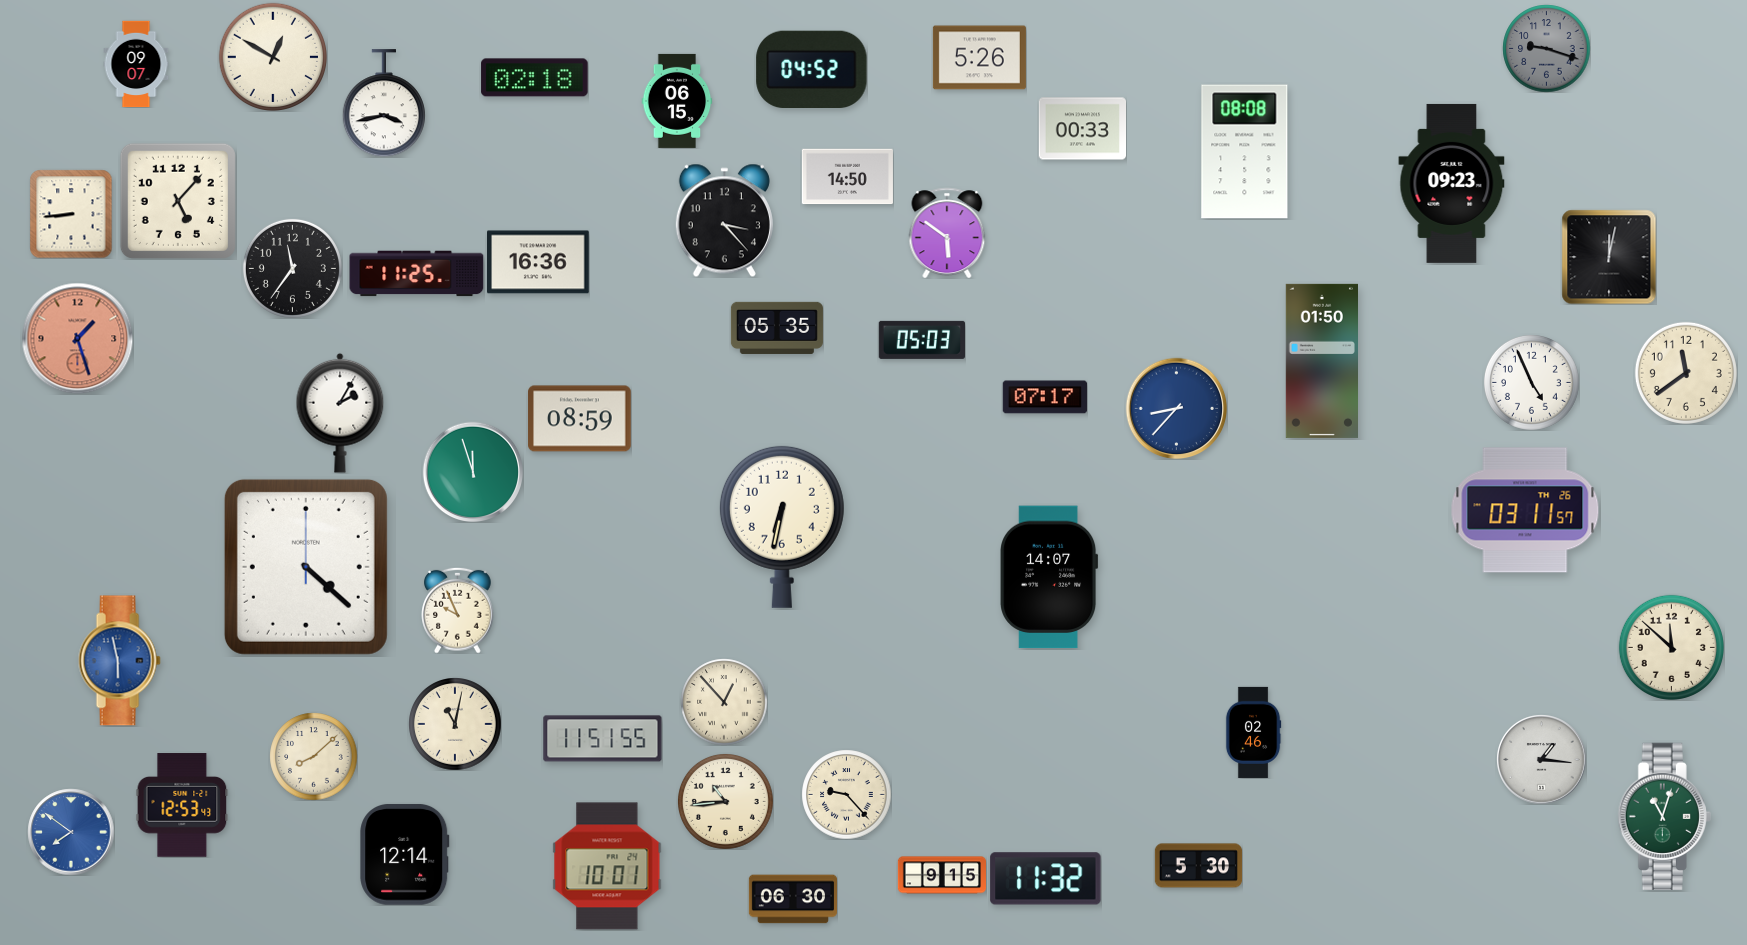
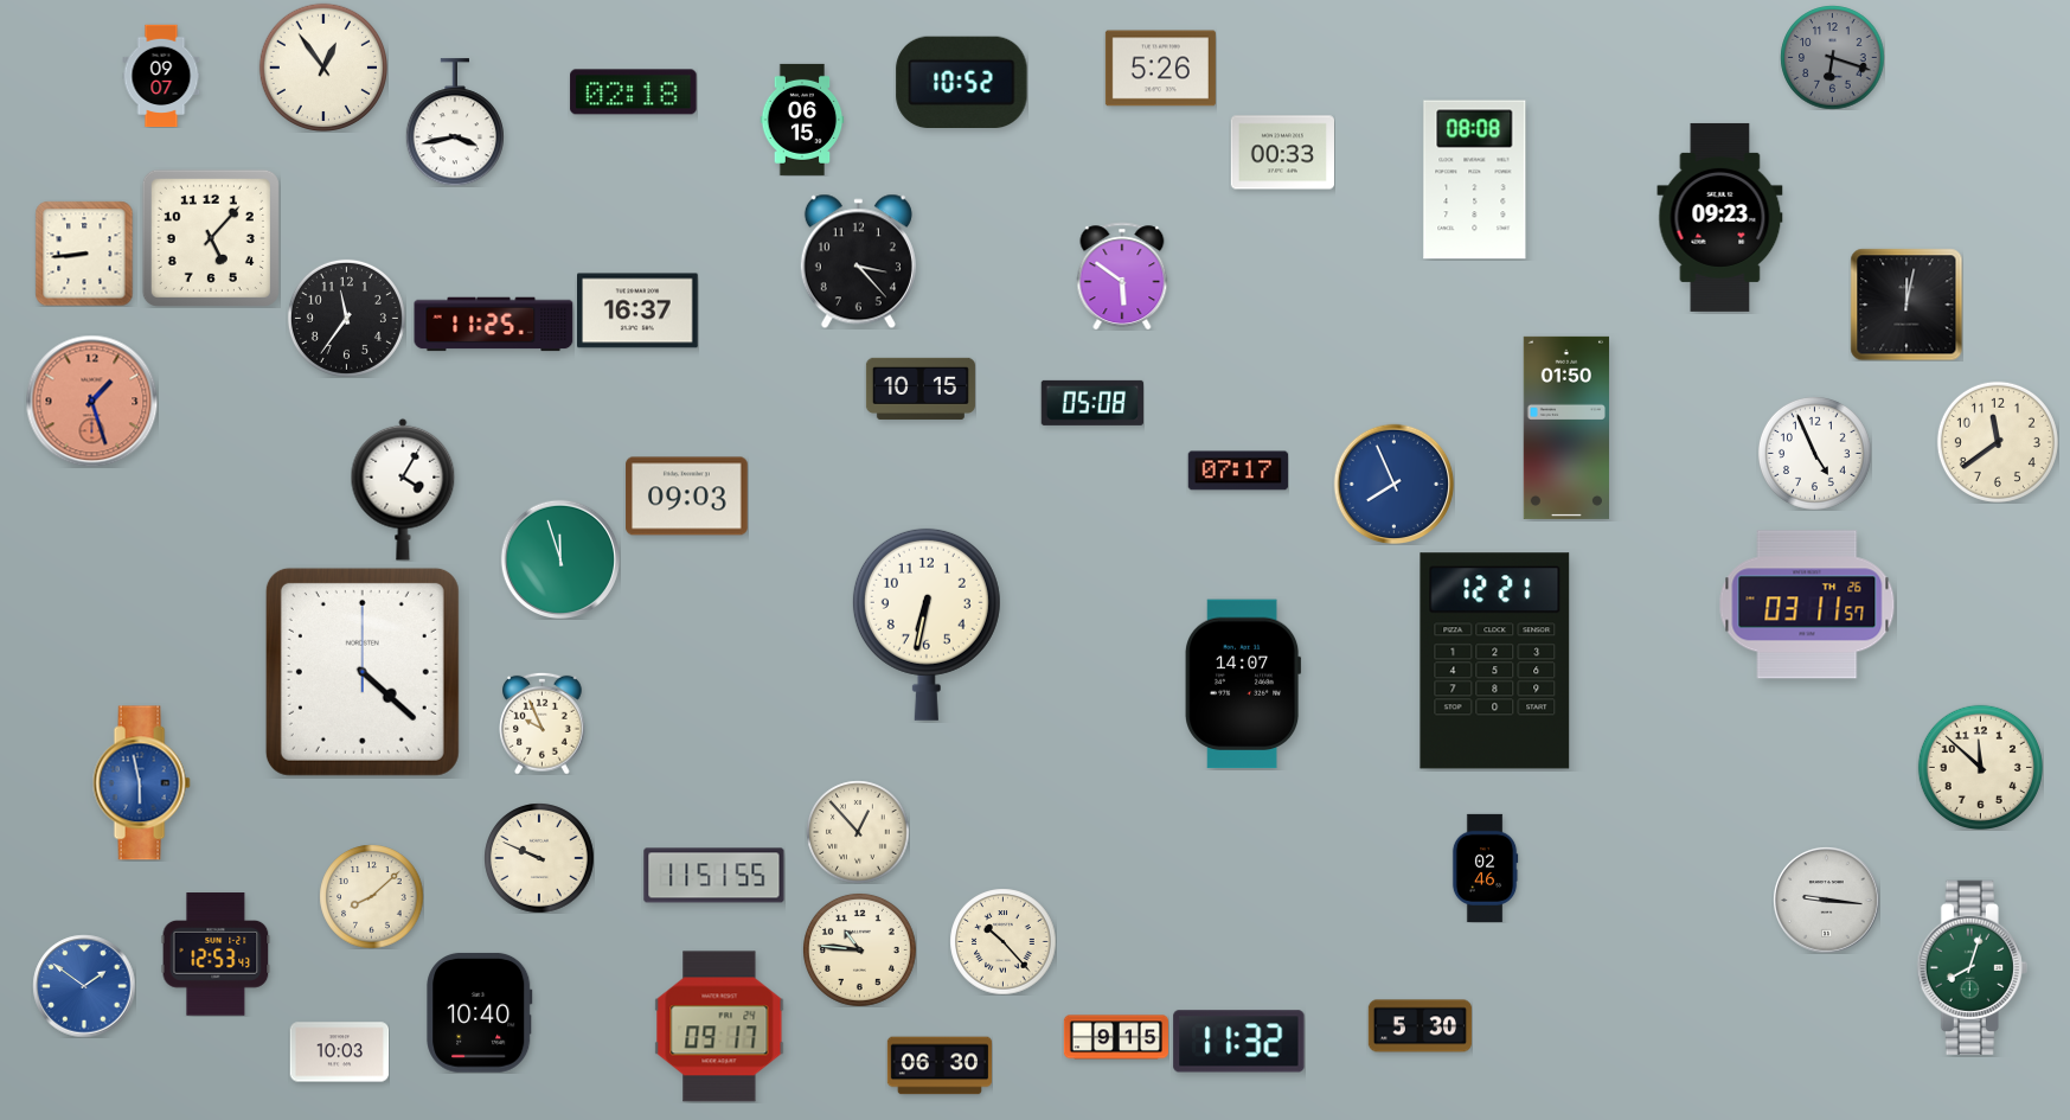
clock at (1546, 48): 9:18 -> 6:18
clock at (272, 56): 12:50 -> 12:54
clock at (812, 69): 04:52 -> 10:52
clock at (847, 177): 14:50 -> none
clock at (539, 262): 16:36 -> 16:37
clock at (777, 328): 05:35 -> 10:15
clock at (921, 340): 05:03 -> 05:08
clock at (1176, 408): 8:37 -> 7:56
clock at (340, 413): 2:05 -> 4:05
clock at (580, 419): 08:59 -> 09:03
clock at (1495, 661): none -> 12:21
clock at (455, 724): 11:02 -> 9:49
clock at (1541, 759): 1:16 -> 9:16
clock at (846, 794): 9:23 -> 10:23
clock at (725, 801): 10:44 -> 10:46
clock at (1664, 816): 11:03 -> 8:03
clock at (71, 832): 7:51 -> 1:51
clock at (405, 854): 12:14 -> 10:40
clock at (607, 866): 10:01 -> 09:17
clock at (339, 1052): none -> 10:03
